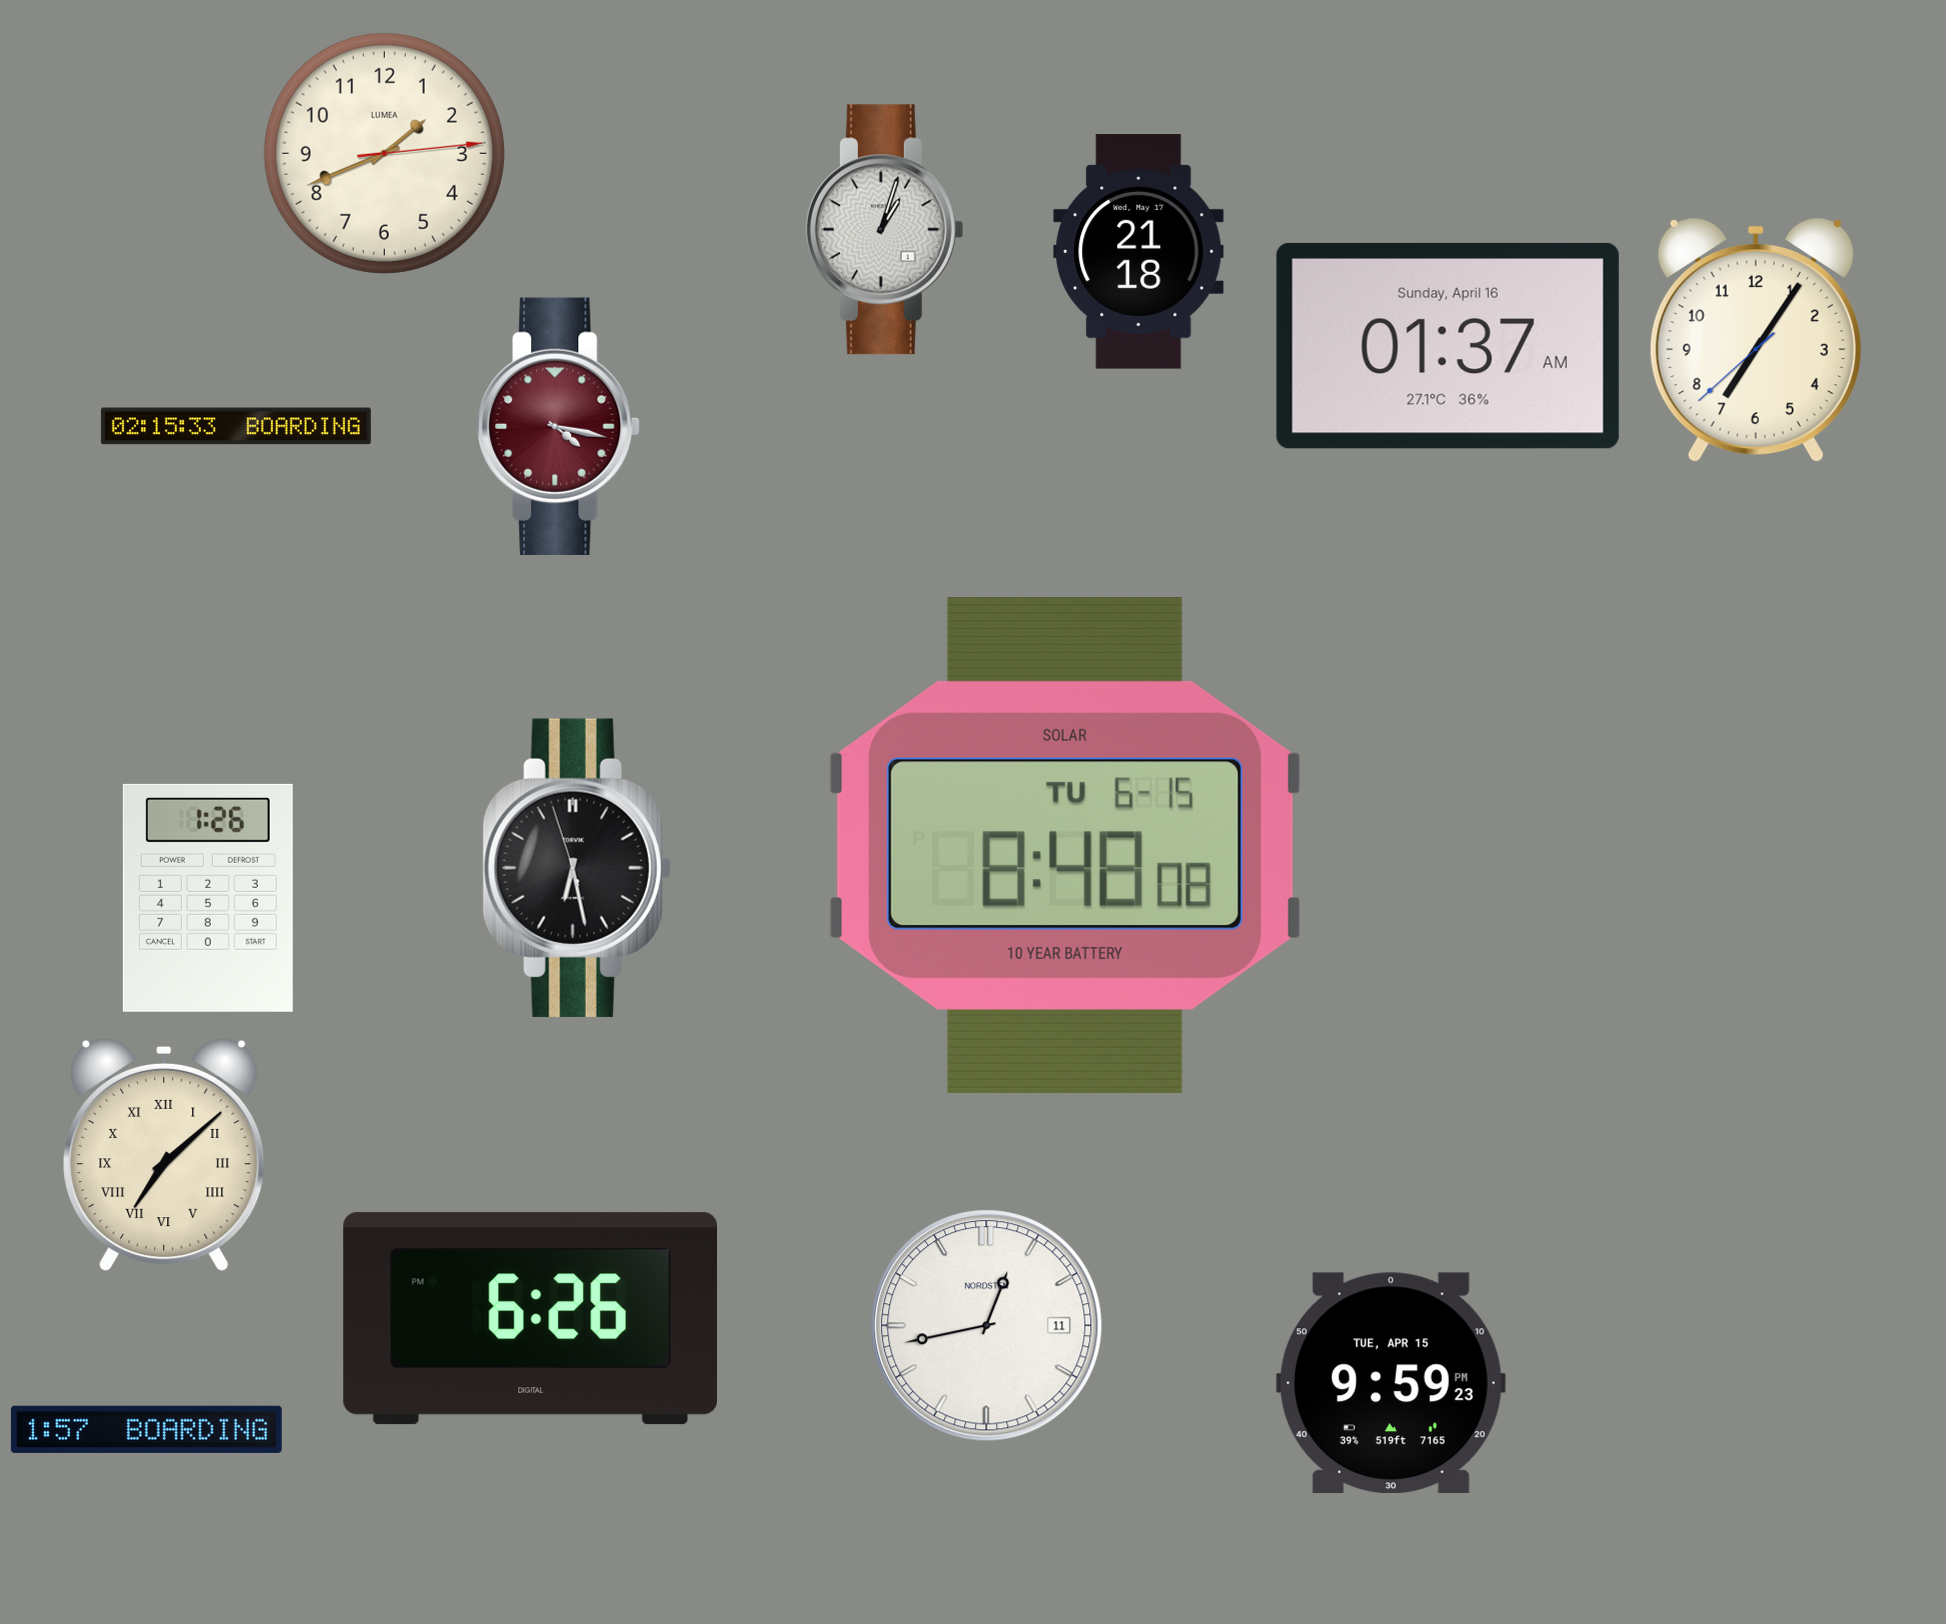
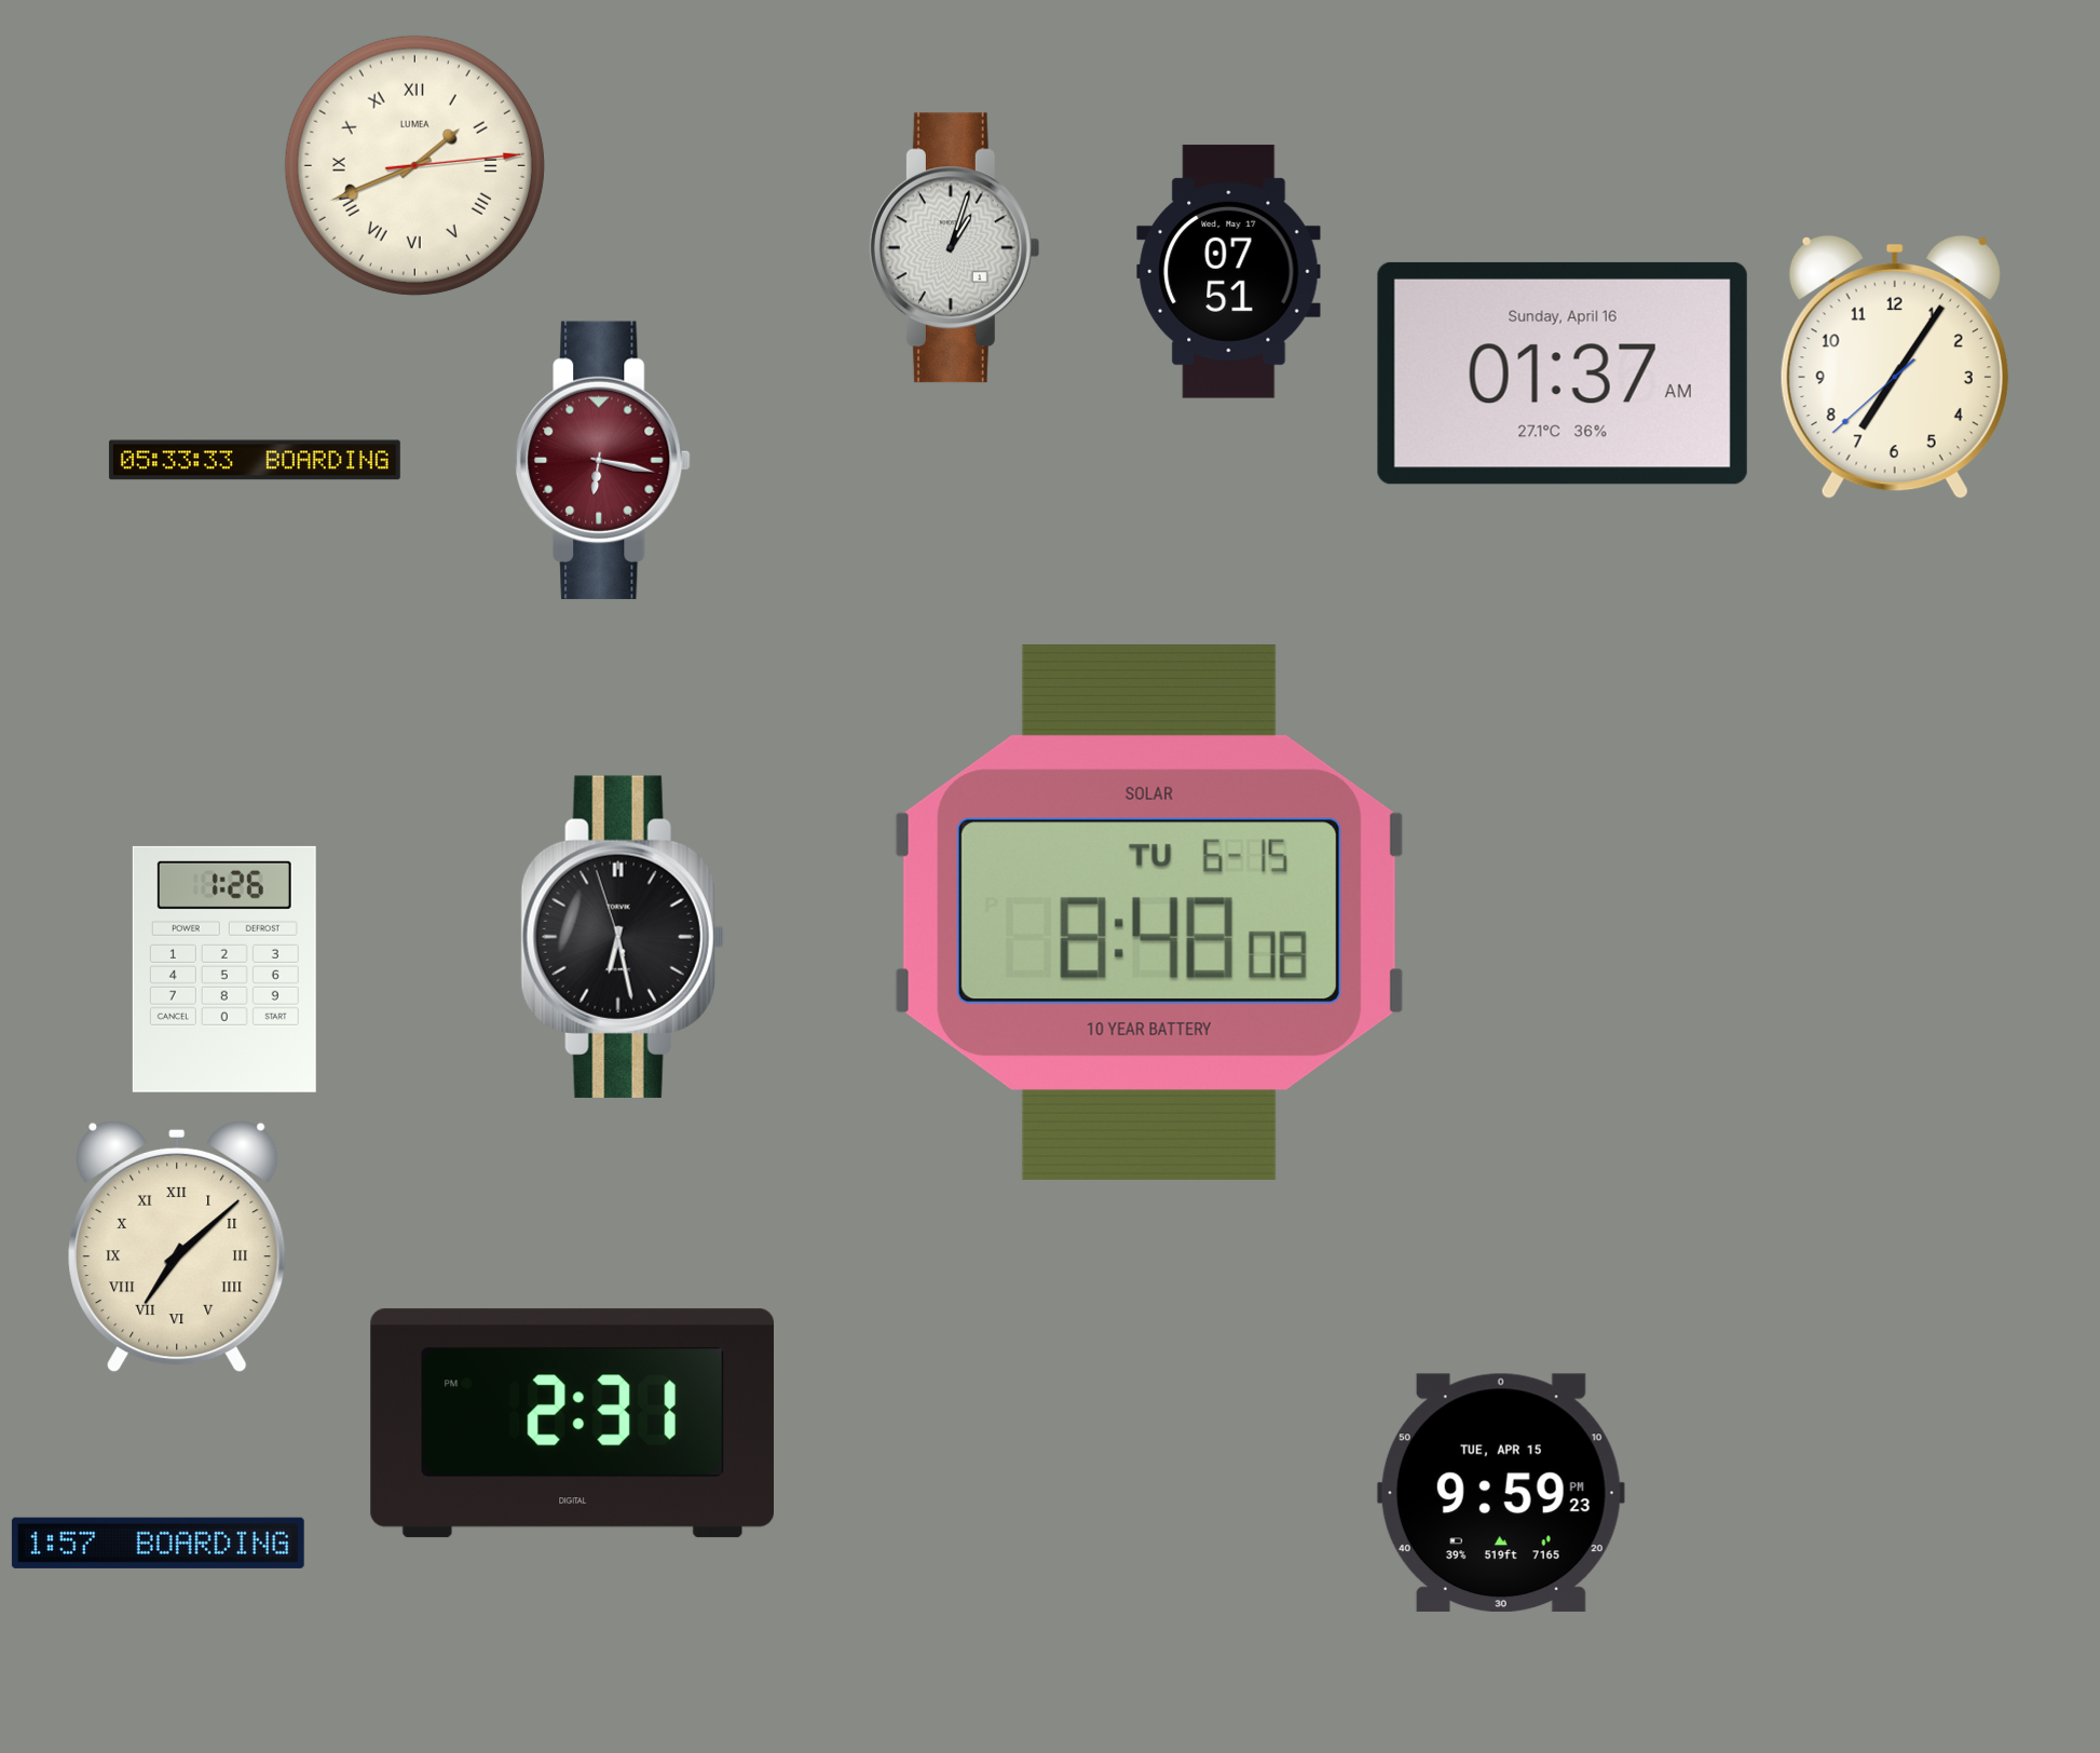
clock at (384, 153) numerals: Arabic -> Roman
clock at (1139, 252): 21:18 -> 07:51
clock at (236, 426): 02:15 -> 05:33
clock at (559, 426): 4:17 -> 6:17
clock at (530, 1319): 6:26 -> 2:31
clock at (987, 1326): 12:43 -> none
